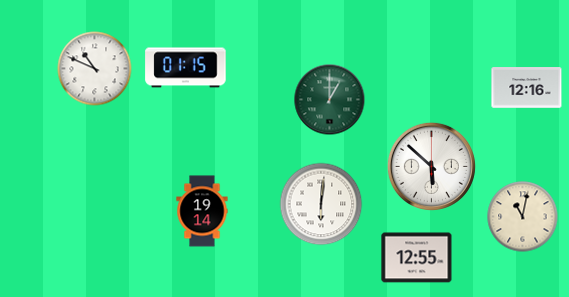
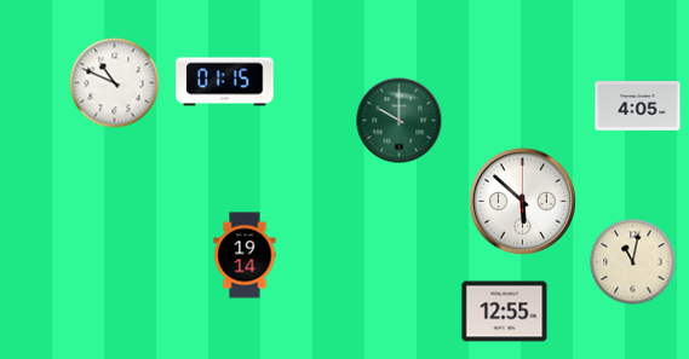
clock at (527, 88): 12:16 -> 4:05
clock at (330, 100): 1:00 -> 10:00
clock at (321, 204): 6:01 -> none
